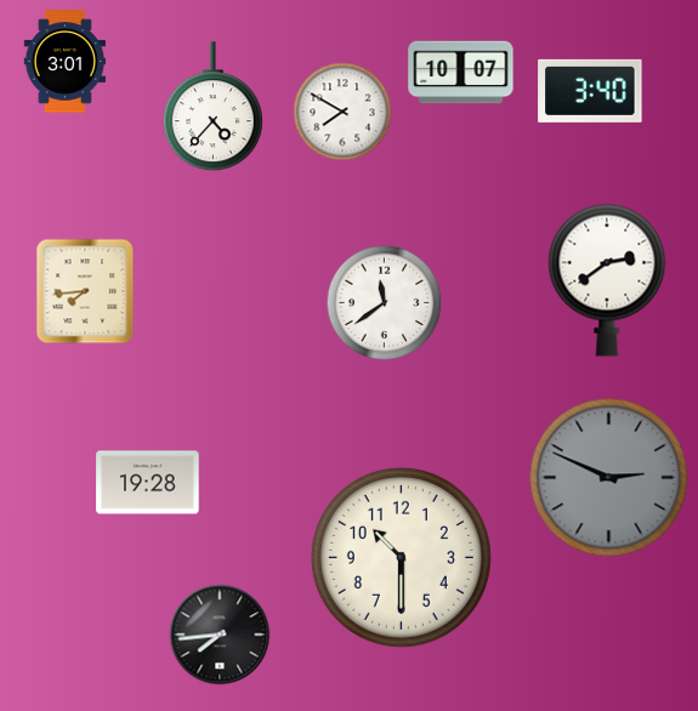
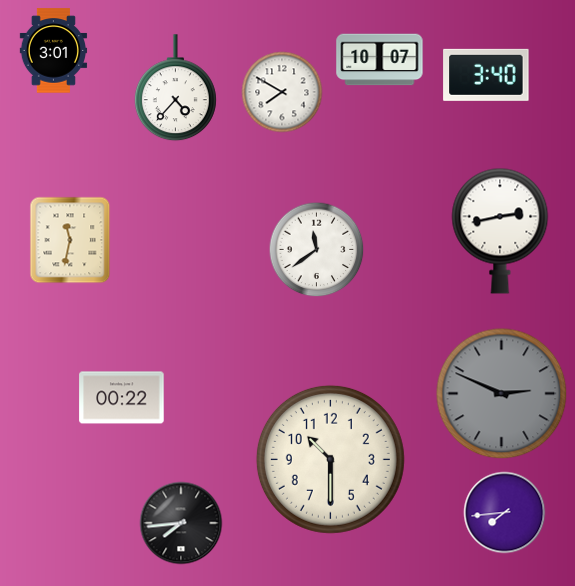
clock at (607, 280): 2:39 -> 2:43
clock at (85, 291): 7:44 -> 11:32
clock at (148, 483): 19:28 -> 00:22
clock at (505, 513): none -> 7:44
